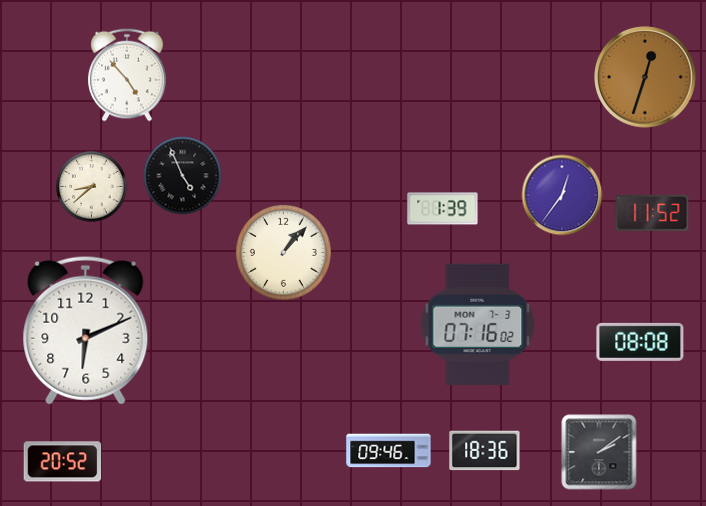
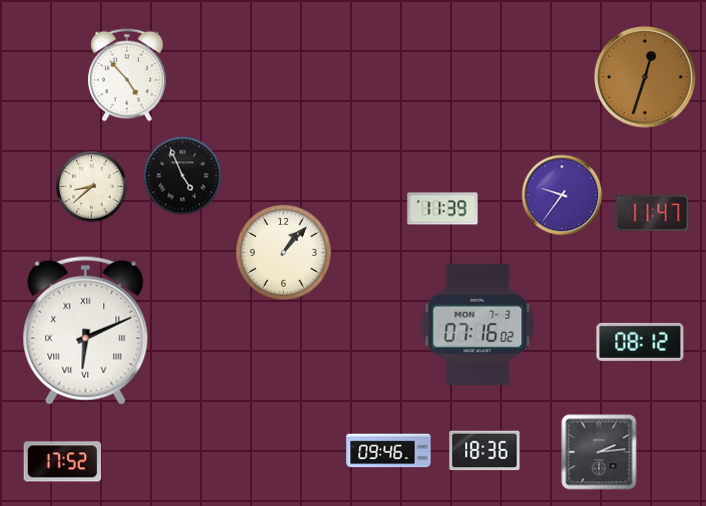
clock at (562, 195): 12:36 -> 9:36
clock at (443, 209): 1:39 -> 11:39
clock at (652, 213): 11:52 -> 11:47
clock at (86, 330) numerals: Arabic -> Roman
clock at (640, 342): 08:08 -> 08:12
clock at (599, 452): 2:09 -> 2:14
clock at (63, 462): 20:52 -> 17:52
